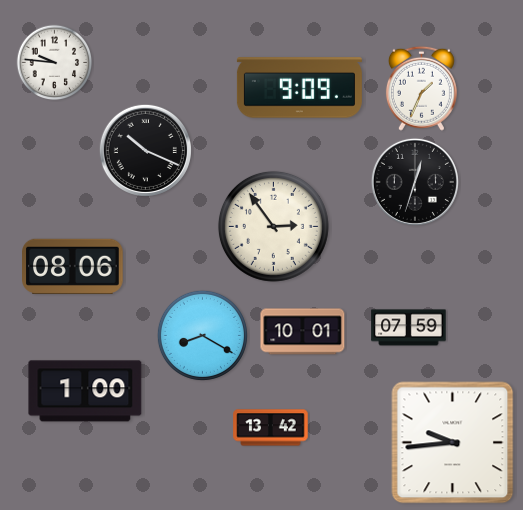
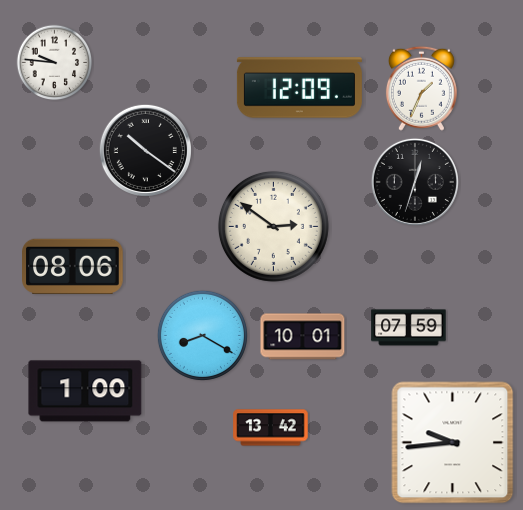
clock at (299, 88): 9:09 -> 12:09
clock at (145, 150): 10:19 -> 10:21
clock at (273, 226): 2:54 -> 2:51
clock at (303, 332) position: (303, 332) -> (303, 337)
